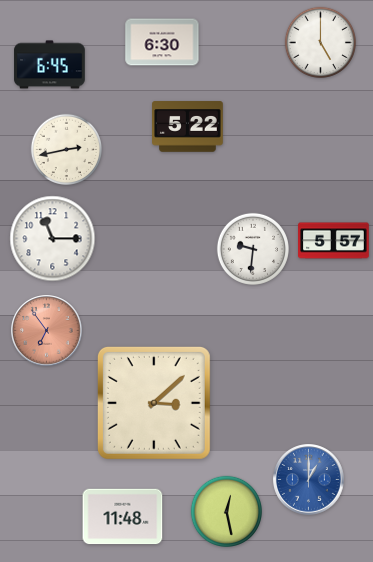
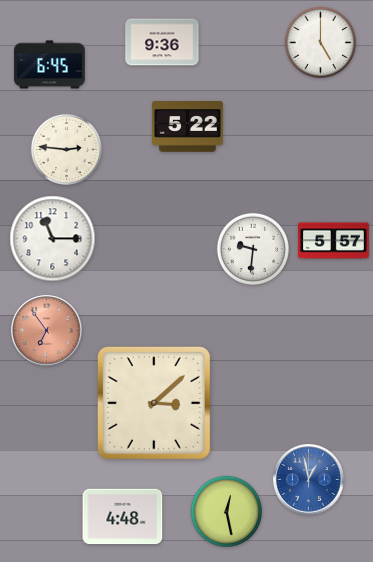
clock at (162, 42): 6:30 -> 9:36
clock at (66, 149): 2:43 -> 2:46
clock at (309, 480): 1:00 -> 12:58
clock at (123, 517): 11:48 -> 4:48
